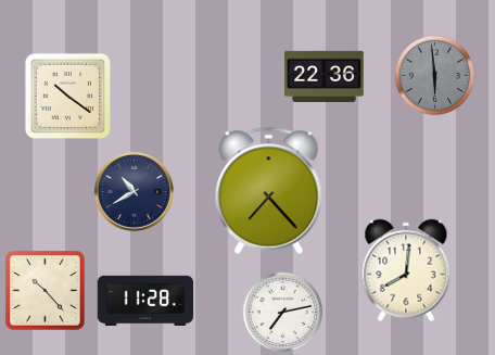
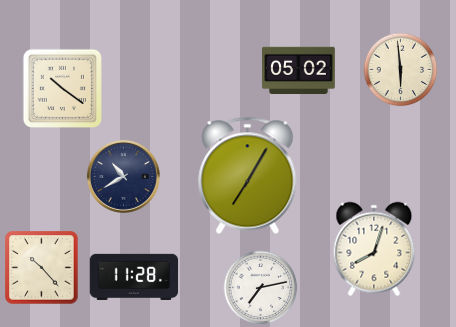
clock at (325, 76): 22:36 -> 05:02
clock at (435, 76) dial: grey -> cream
clock at (269, 190): 7:23 -> 7:05
clock at (406, 270): 8:01 -> 8:03
